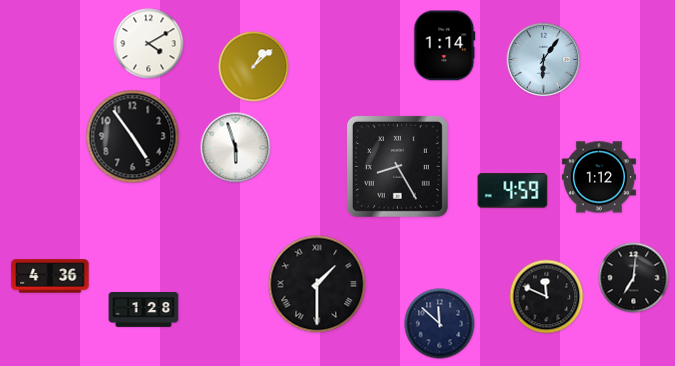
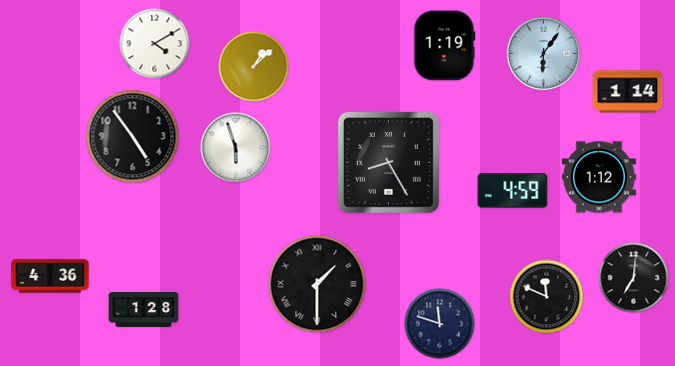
clock at (149, 44) position: (149, 44) -> (155, 44)
clock at (445, 46): 1:14 -> 1:19
clock at (544, 60) position: (544, 60) -> (544, 54)
clock at (628, 92): none -> 1:14
clock at (397, 166) position: (397, 166) -> (388, 162)
clock at (440, 324): 11:52 -> 11:48
